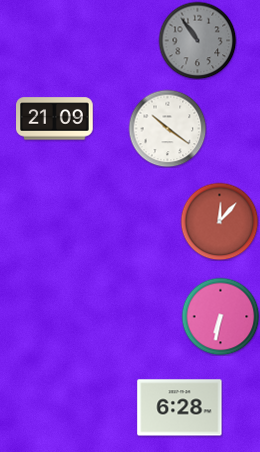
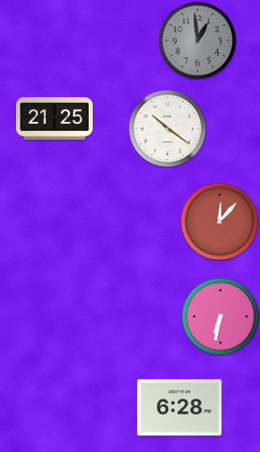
clock at (197, 40): 10:54 -> 12:59
clock at (55, 119): 21:09 -> 21:25
